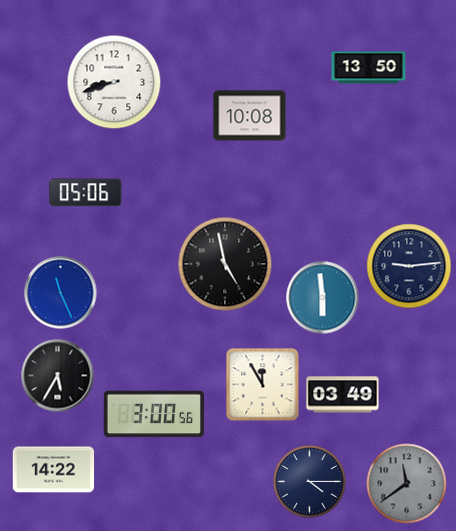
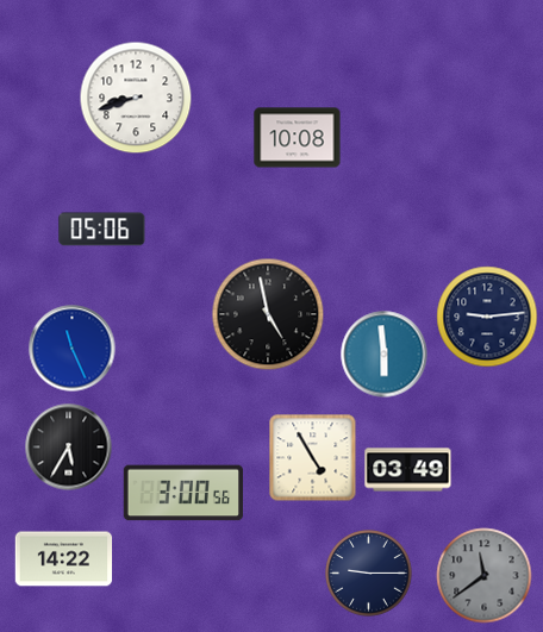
clock at (369, 68): 13:50 -> none
clock at (263, 385): 11:55 -> 4:55
clock at (310, 482): 4:15 -> 9:15
